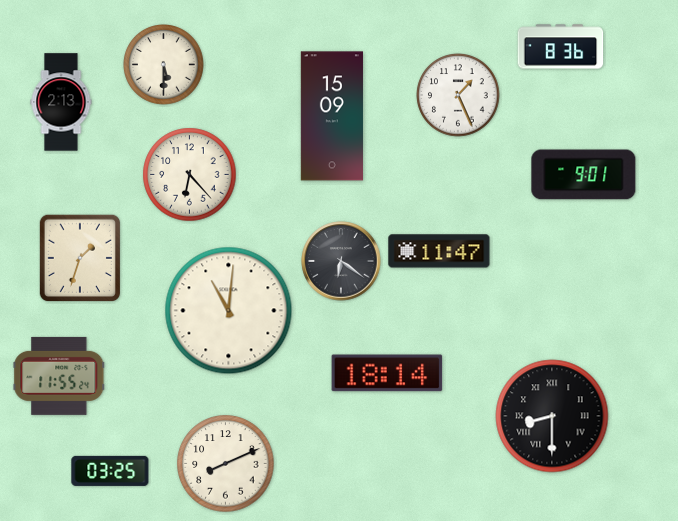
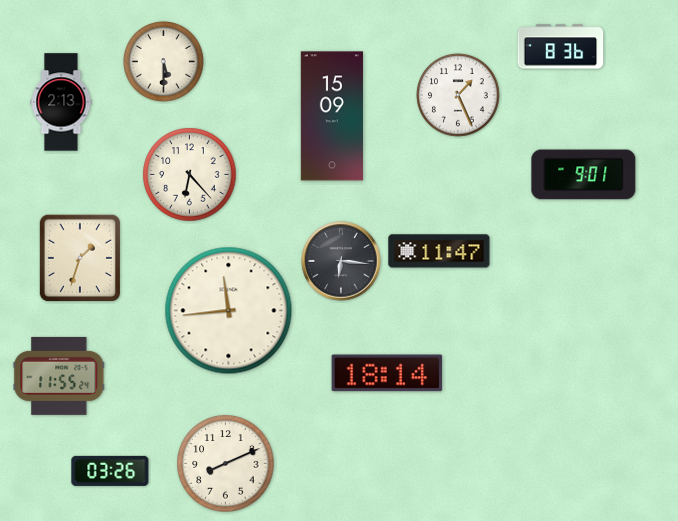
clock at (164, 65) position: (164, 65) -> (164, 62)
clock at (341, 261): 6:21 -> 6:16
clock at (229, 311): 11:01 -> 11:44
clock at (552, 416): 8:30 -> none
clock at (110, 471): 03:25 -> 03:26
